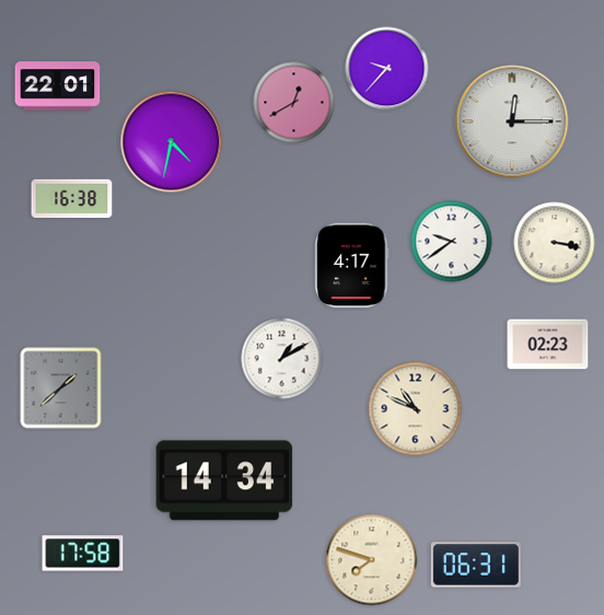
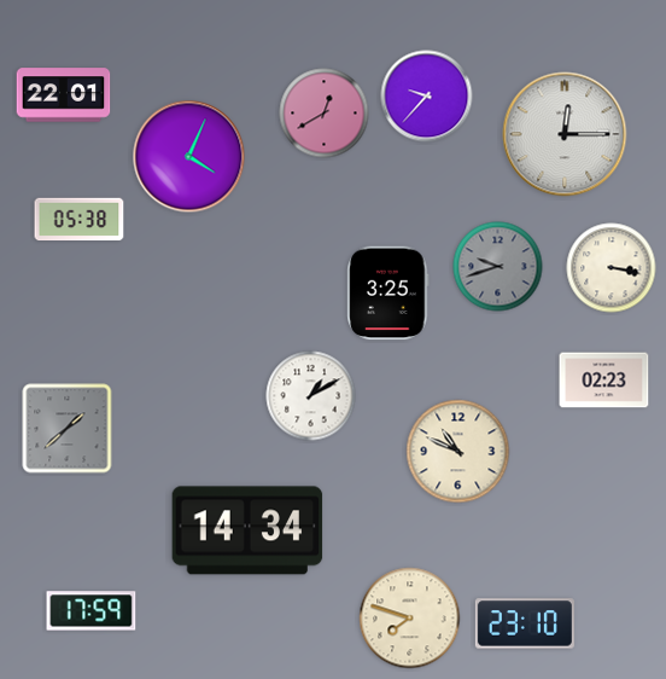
clock at (387, 69) position: (387, 69) -> (427, 97)
clock at (172, 142): 4:32 -> 4:04
clock at (72, 199): 16:38 -> 05:38
clock at (452, 242): 9:39 -> 9:42
clock at (452, 242) dial: white -> grey
clock at (352, 266): 4:17 -> 3:25
clock at (83, 554): 17:58 -> 17:59
clock at (476, 565): 06:31 -> 23:10
